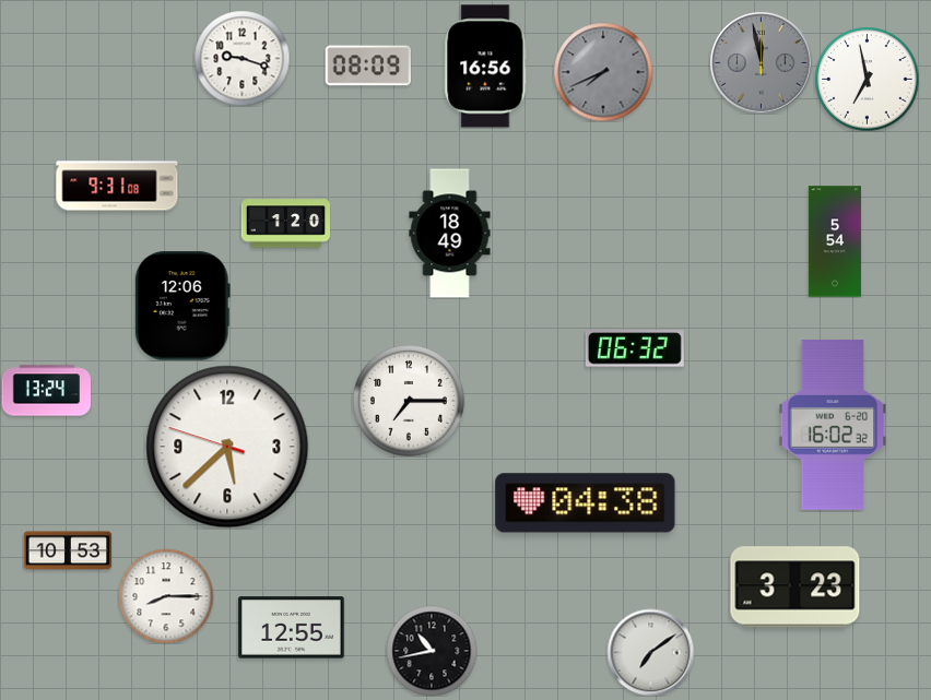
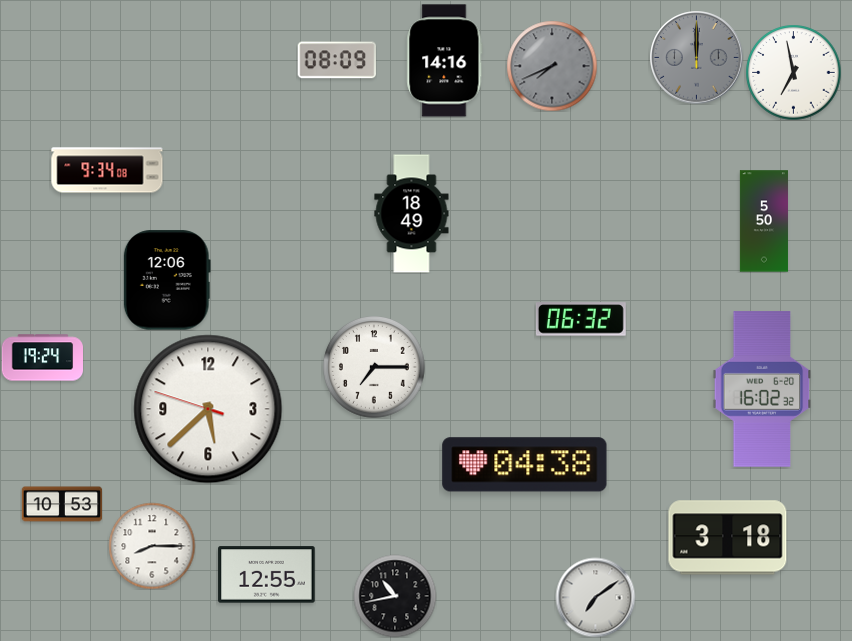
clock at (241, 58): 9:18 -> none
clock at (761, 62): 11:58 -> 12:00
clock at (486, 67): 16:56 -> 14:16
clock at (117, 186): 9:31 -> 9:34
clock at (285, 224): 1:20 -> none
clock at (835, 241): 5:54 -> 5:50
clock at (46, 391): 13:24 -> 19:24
clock at (586, 503) position: (586, 503) -> (525, 465)
clock at (796, 588): 3:23 -> 3:18
